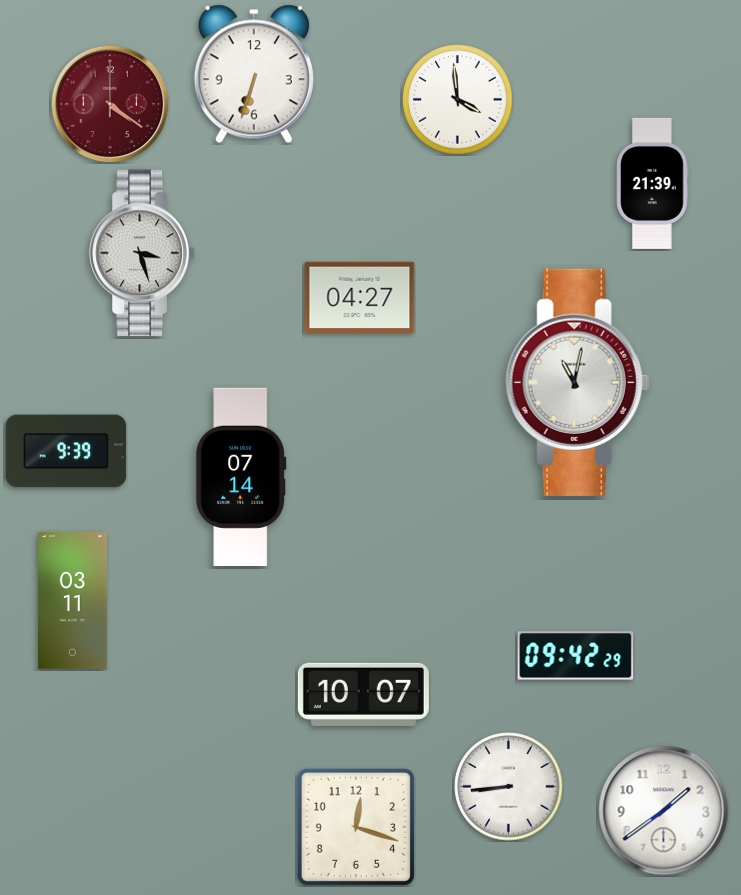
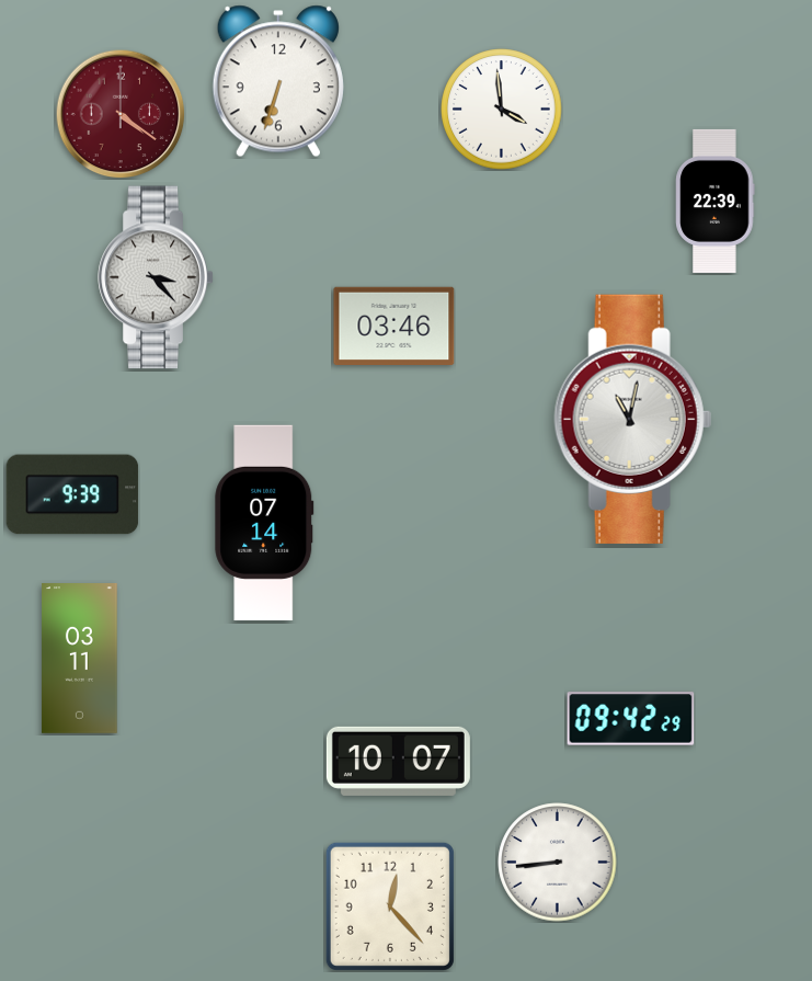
clock at (653, 183): 21:39 -> 22:39
clock at (142, 253): 3:27 -> 3:23
clock at (360, 297): 04:27 -> 03:46
clock at (664, 811): 1:39 -> none
clock at (356, 827): 12:18 -> 12:23
